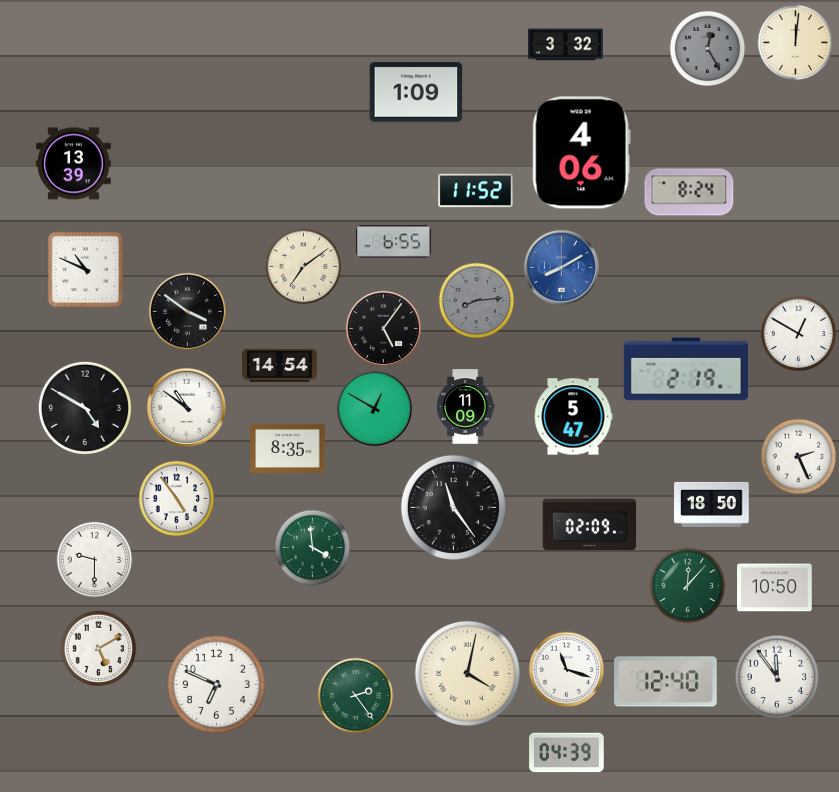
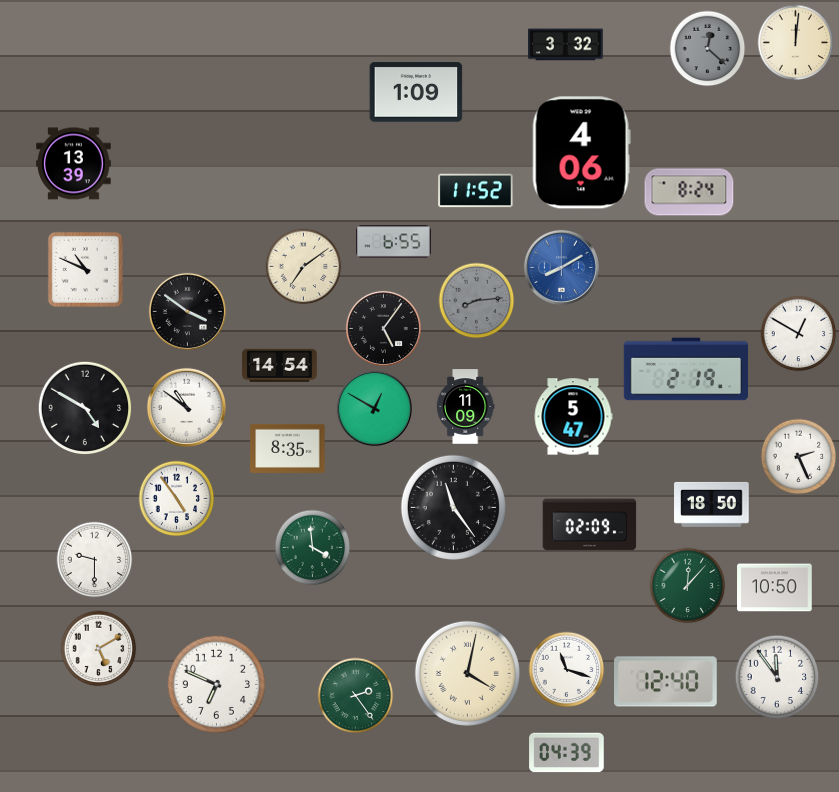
clock at (708, 49): 12:25 -> 12:22
